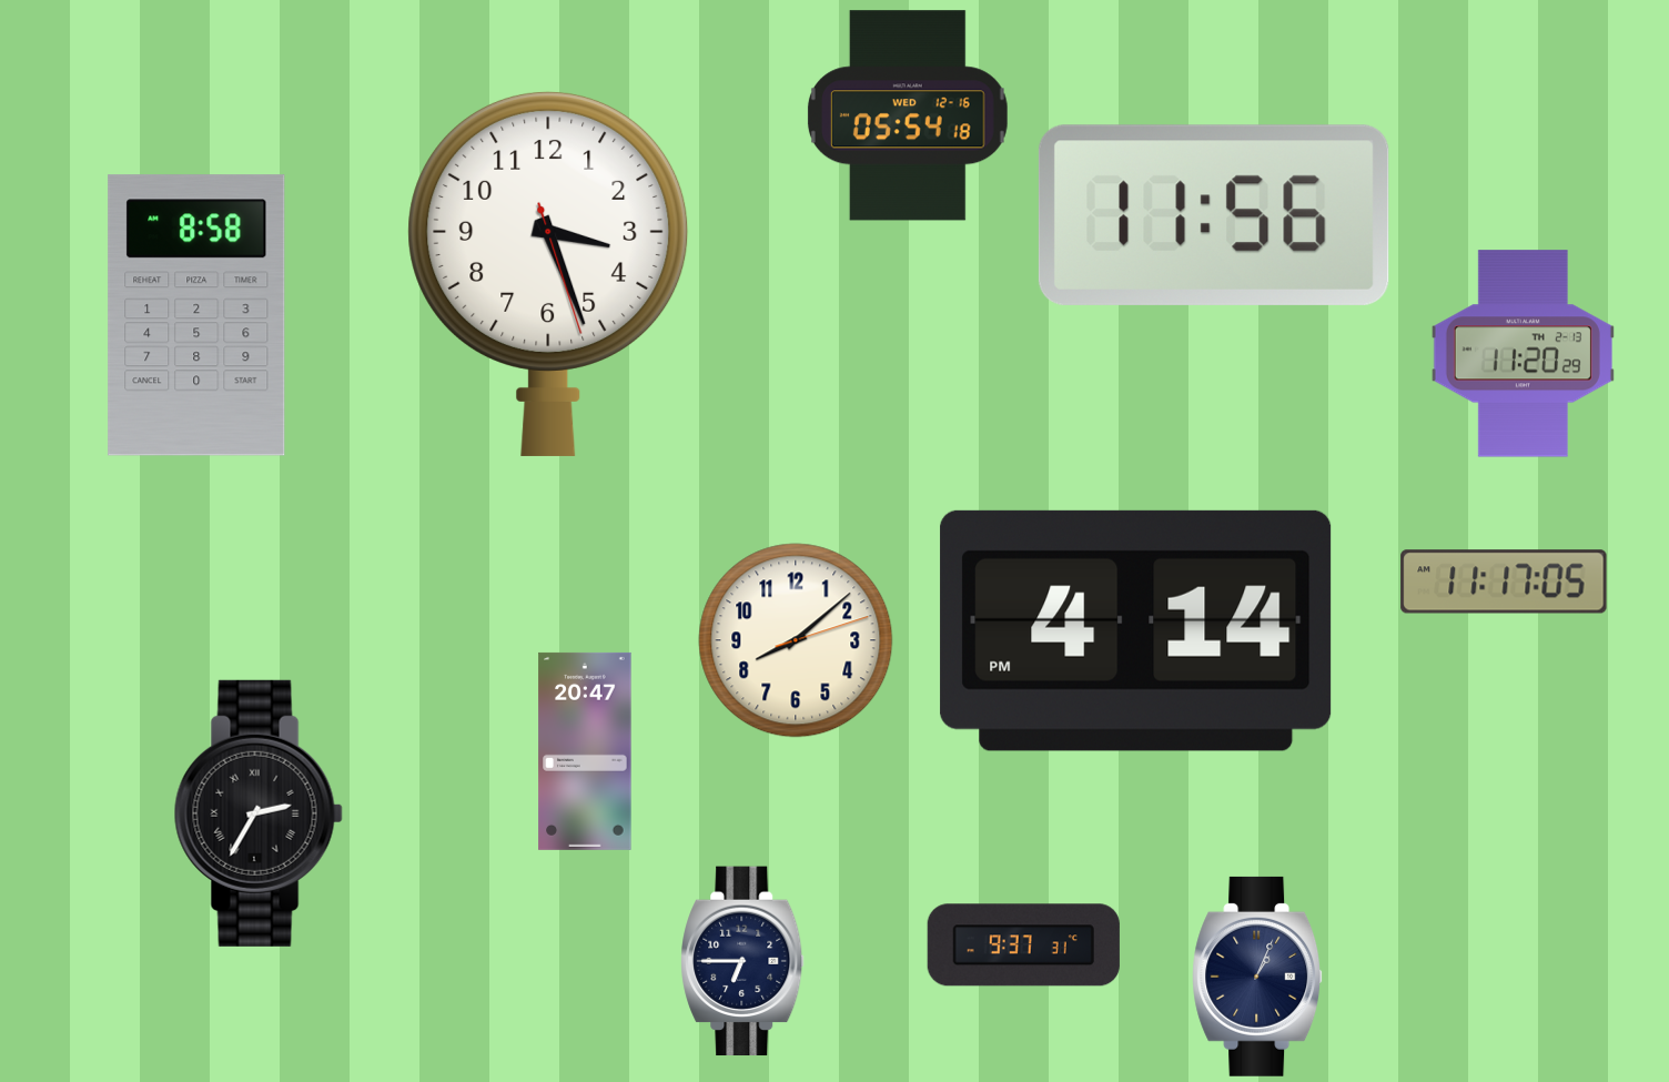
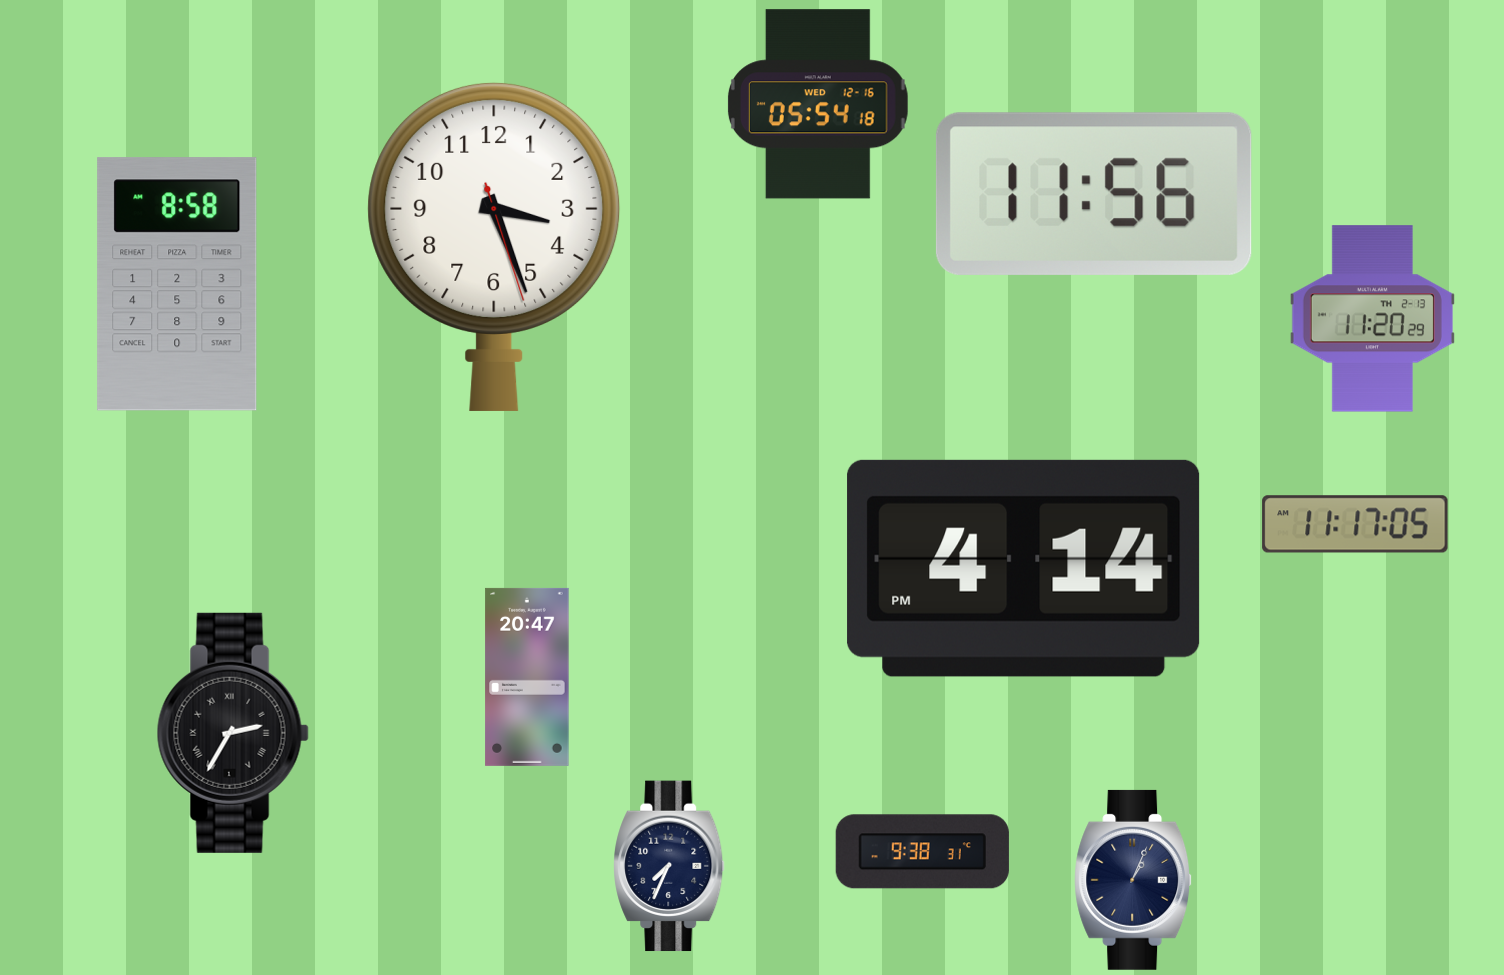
clock at (796, 640): 8:08 -> none
clock at (1023, 946): 9:37 -> 9:38
clock at (742, 961): 6:45 -> 7:34
